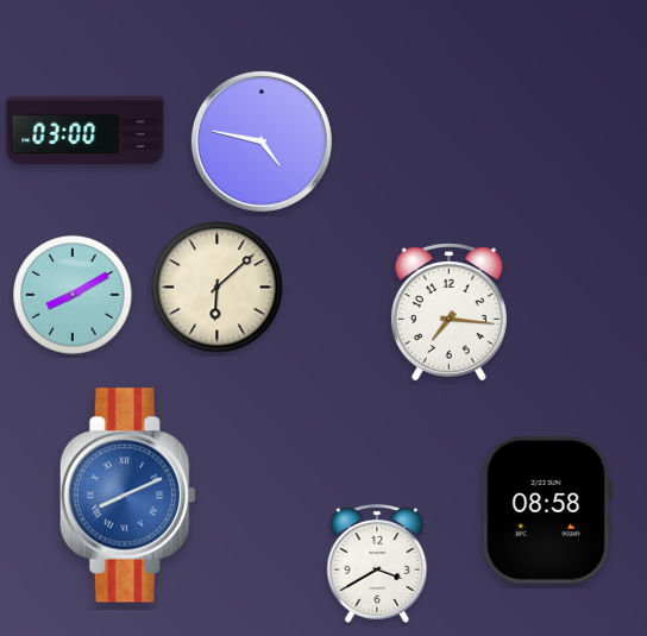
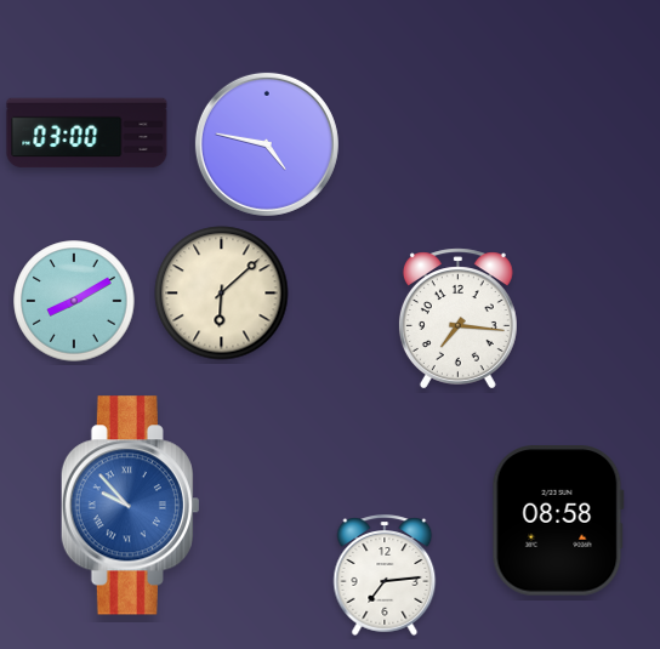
clock at (127, 496): 8:11 -> 9:53
clock at (377, 563): 3:40 -> 7:14
